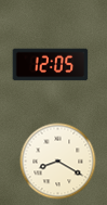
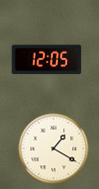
clock at (58, 162): 8:20 -> 1:20
